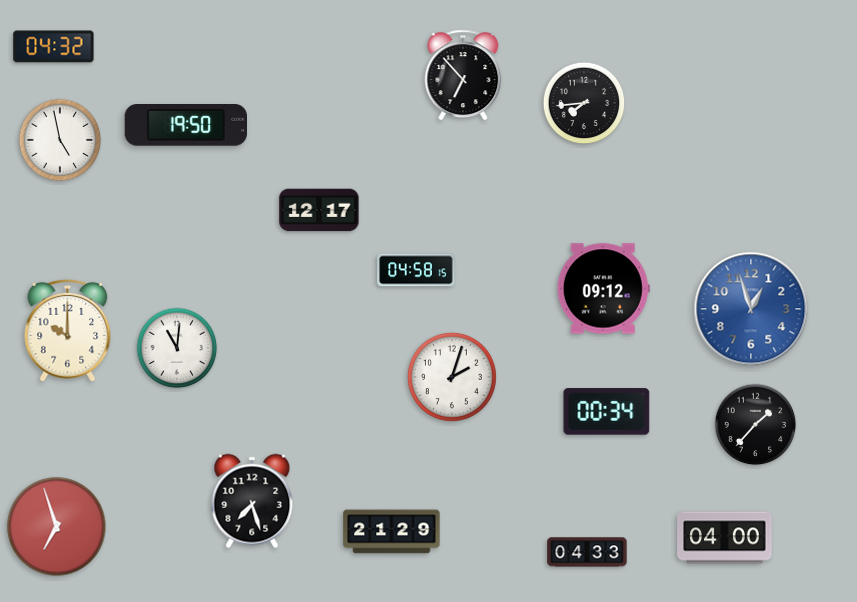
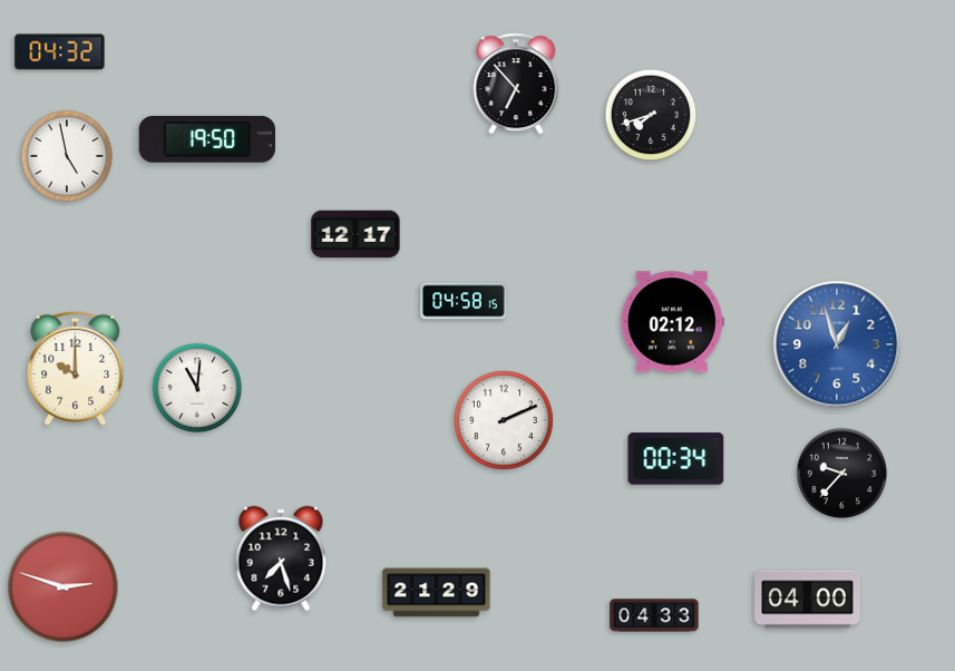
clock at (584, 103): 7:44 -> 7:42
clock at (603, 289): 09:12 -> 02:12
clock at (452, 377): 2:03 -> 2:11
clock at (756, 425): 1:37 -> 9:37
clock at (57, 527): 6:57 -> 2:48
